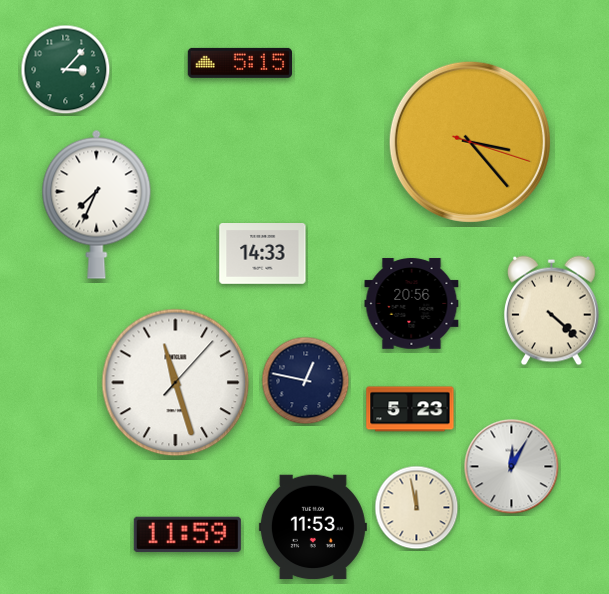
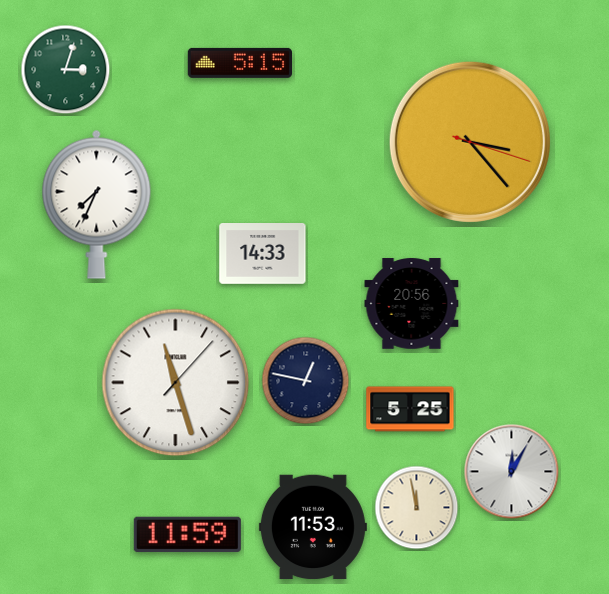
clock at (66, 70): 3:07 -> 3:03
clock at (552, 311): 4:22 -> none
clock at (410, 409): 5:23 -> 5:25
clock at (512, 467) position: (512, 467) -> (512, 472)
